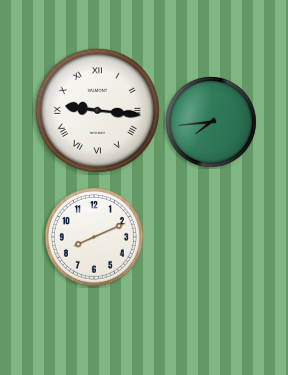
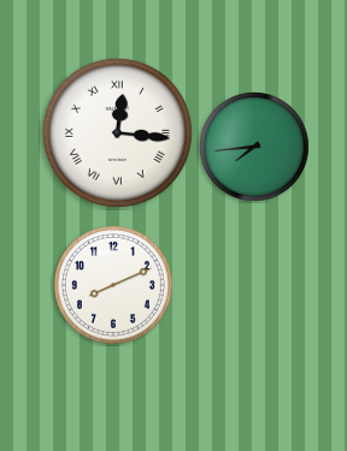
clock at (97, 110): 9:16 -> 12:16
